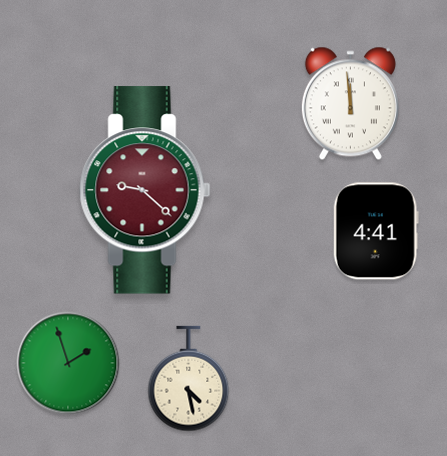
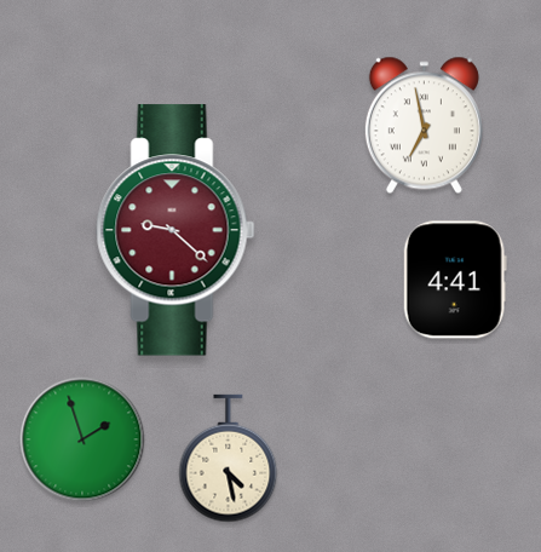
clock at (350, 104): 11:59 -> 6:58
